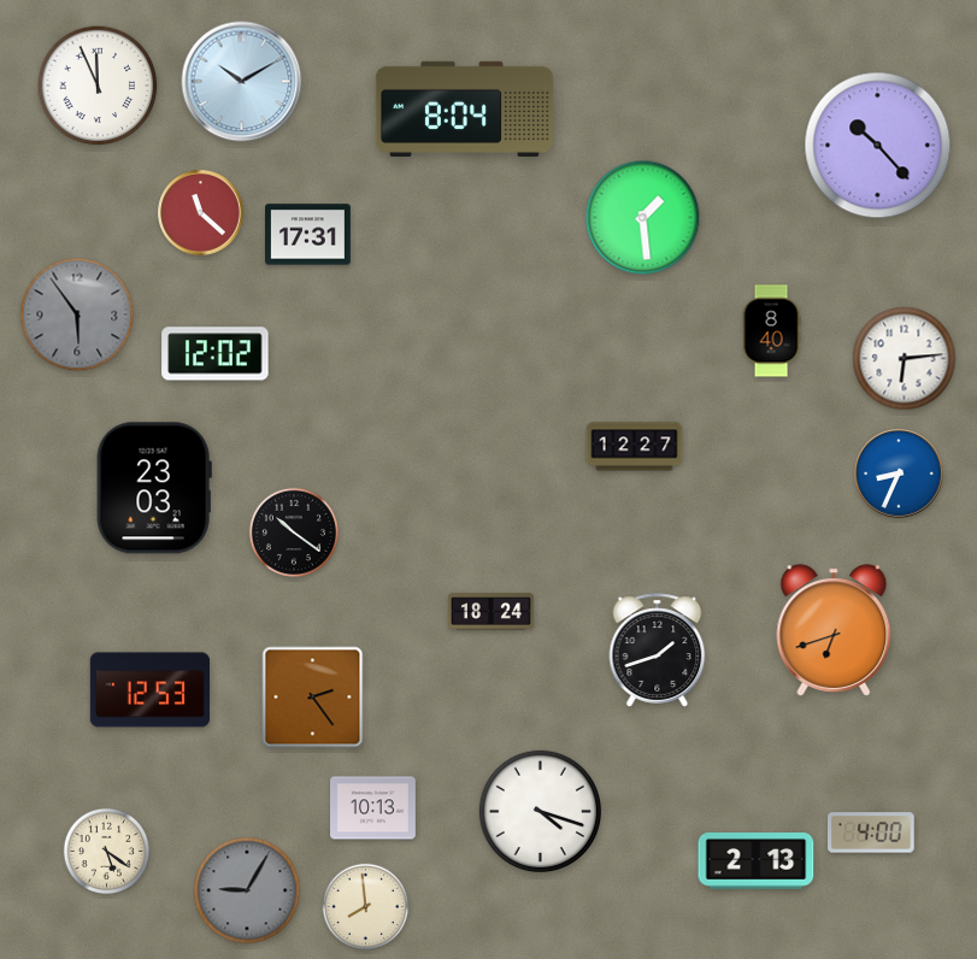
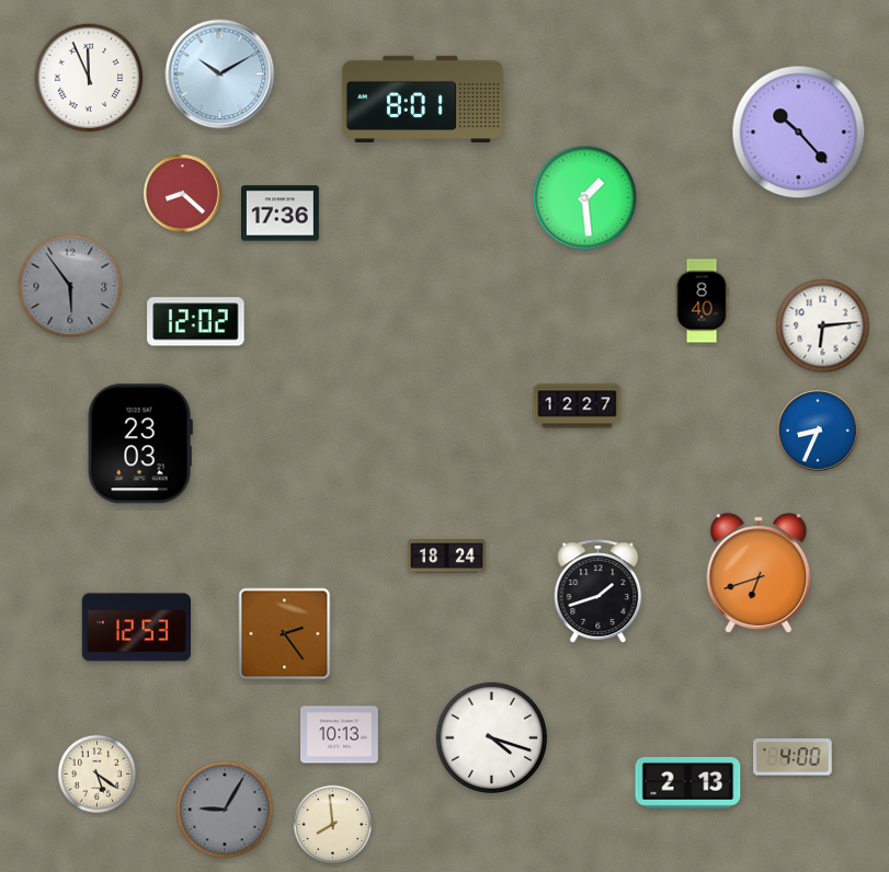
clock at (464, 108): 8:04 -> 8:01
clock at (201, 213): 11:22 -> 8:22
clock at (308, 235): 17:31 -> 17:36
clock at (294, 533): 10:21 -> none
